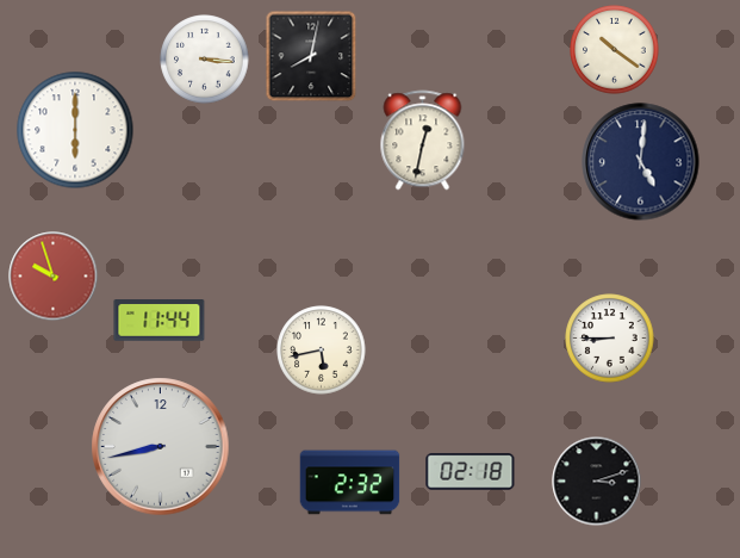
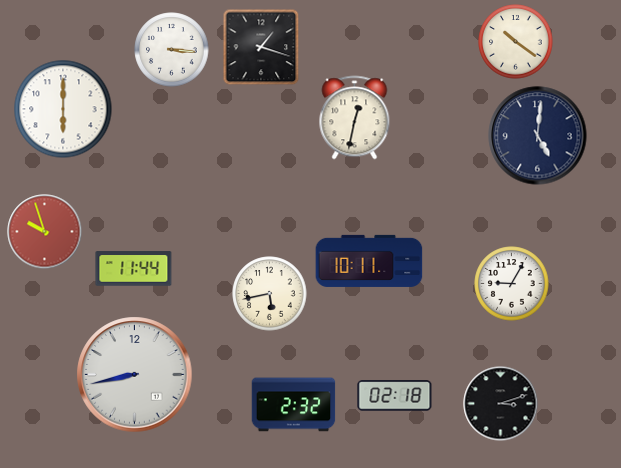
clock at (311, 56): 8:02 -> 1:18
clock at (369, 261): none -> 10:11
clock at (610, 339): 8:45 -> 9:05
